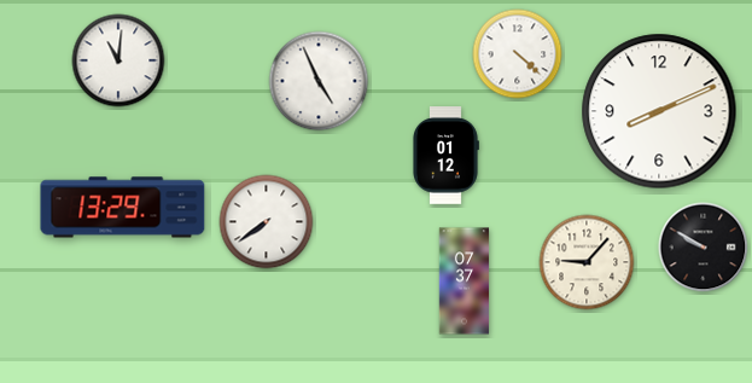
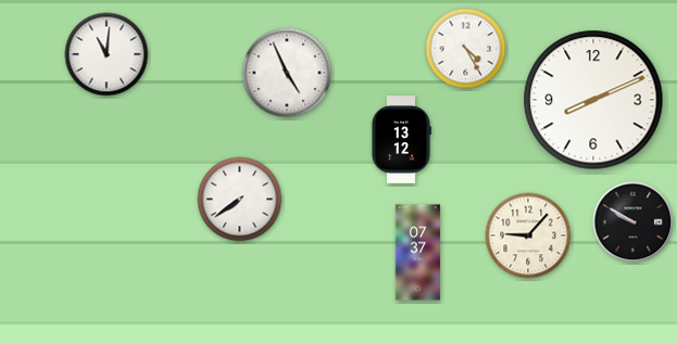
clock at (518, 54): 4:22 -> 4:25
clock at (445, 156): 01:12 -> 13:12
clock at (123, 208): 13:29 -> none
